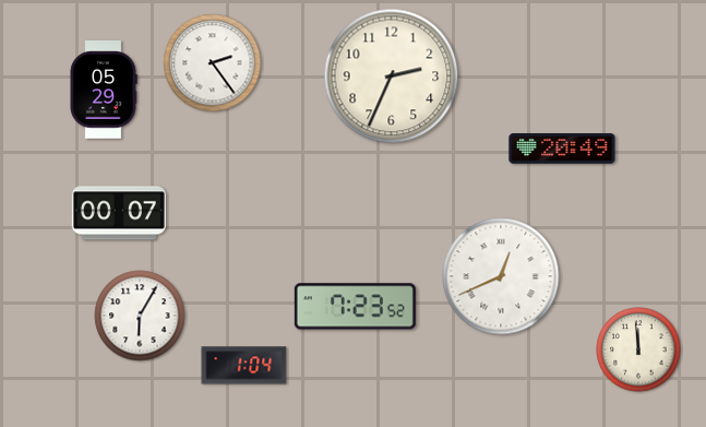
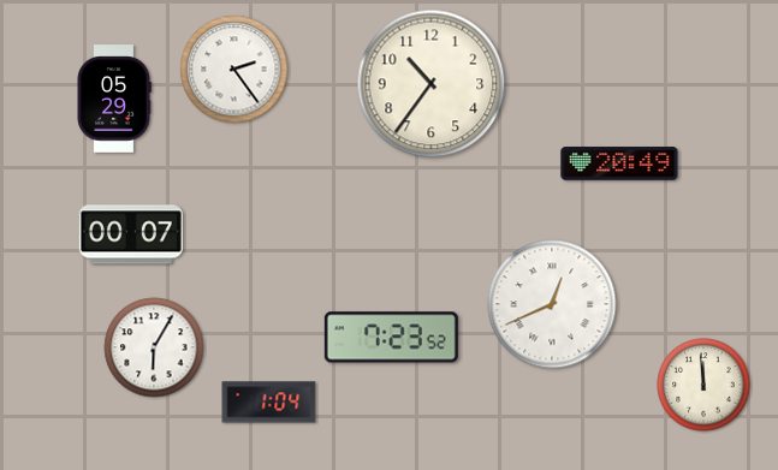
clock at (392, 76): 2:34 -> 10:36
